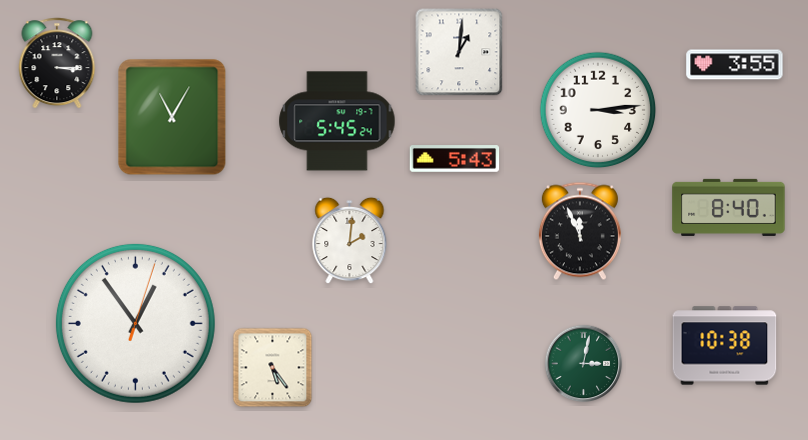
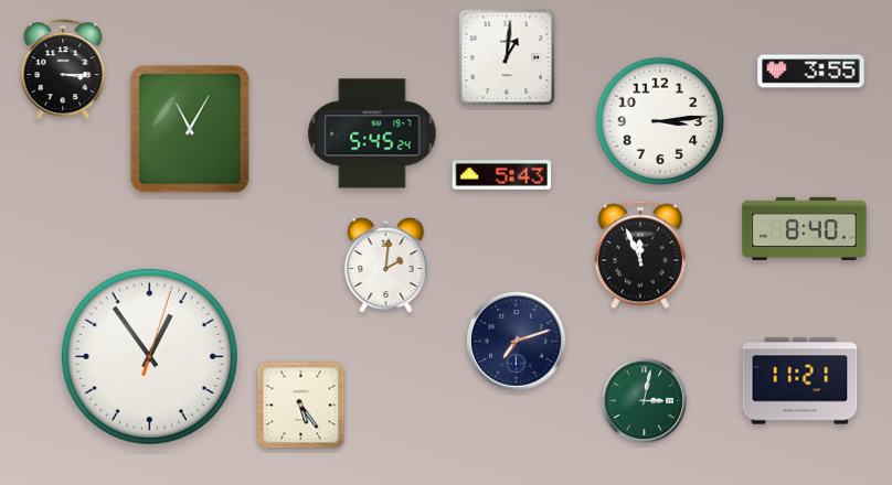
clock at (516, 341): none -> 7:12
clock at (725, 346): 10:38 -> 11:21
